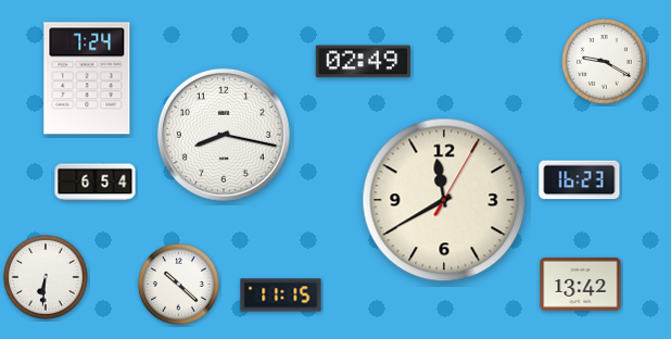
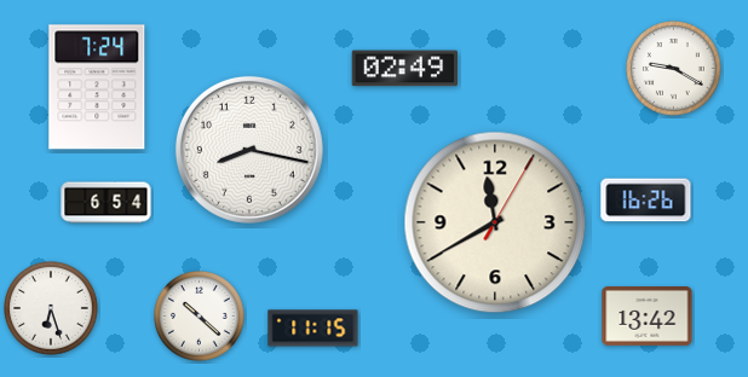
clock at (580, 180): 16:23 -> 16:26
clock at (47, 278): 6:31 -> 6:27
